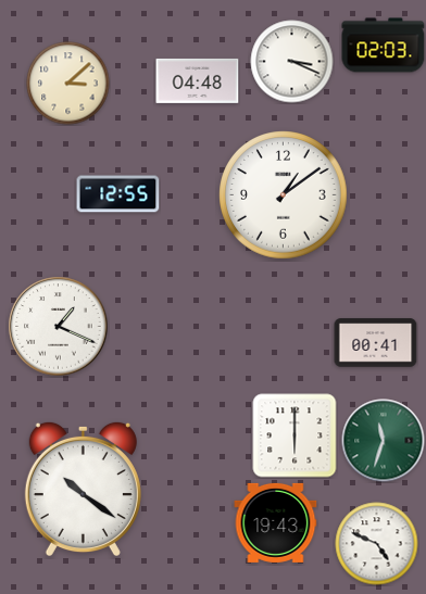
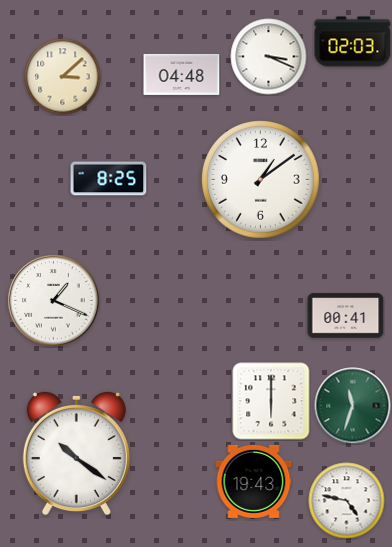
clock at (118, 194): 12:55 -> 8:25
clock at (83, 489) position: (83, 489) -> (76, 453)
clock at (377, 544): 4:49 -> 4:47
